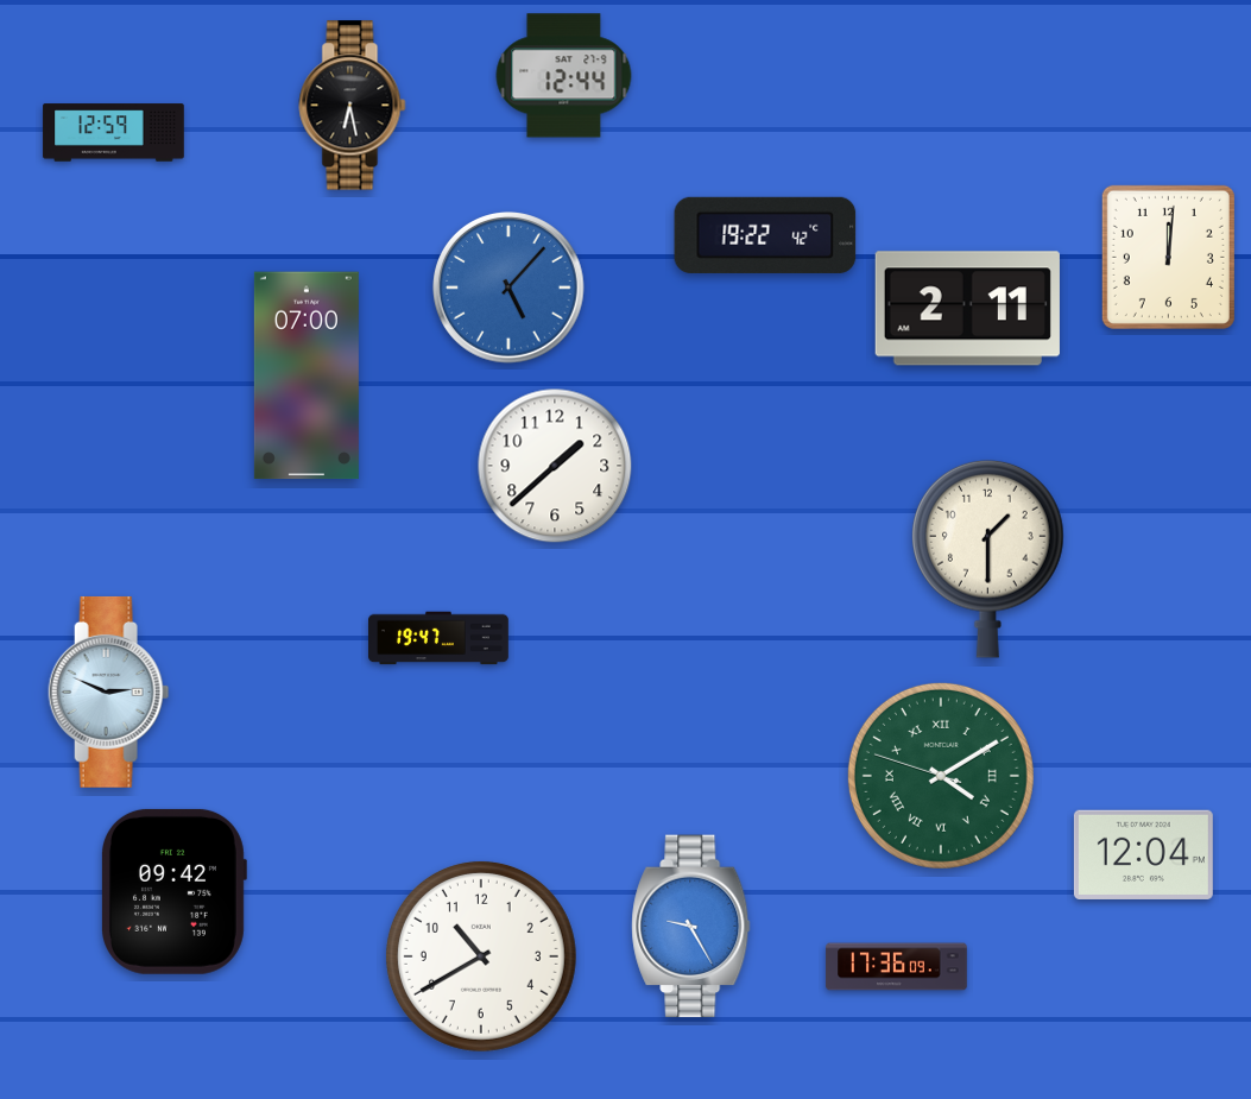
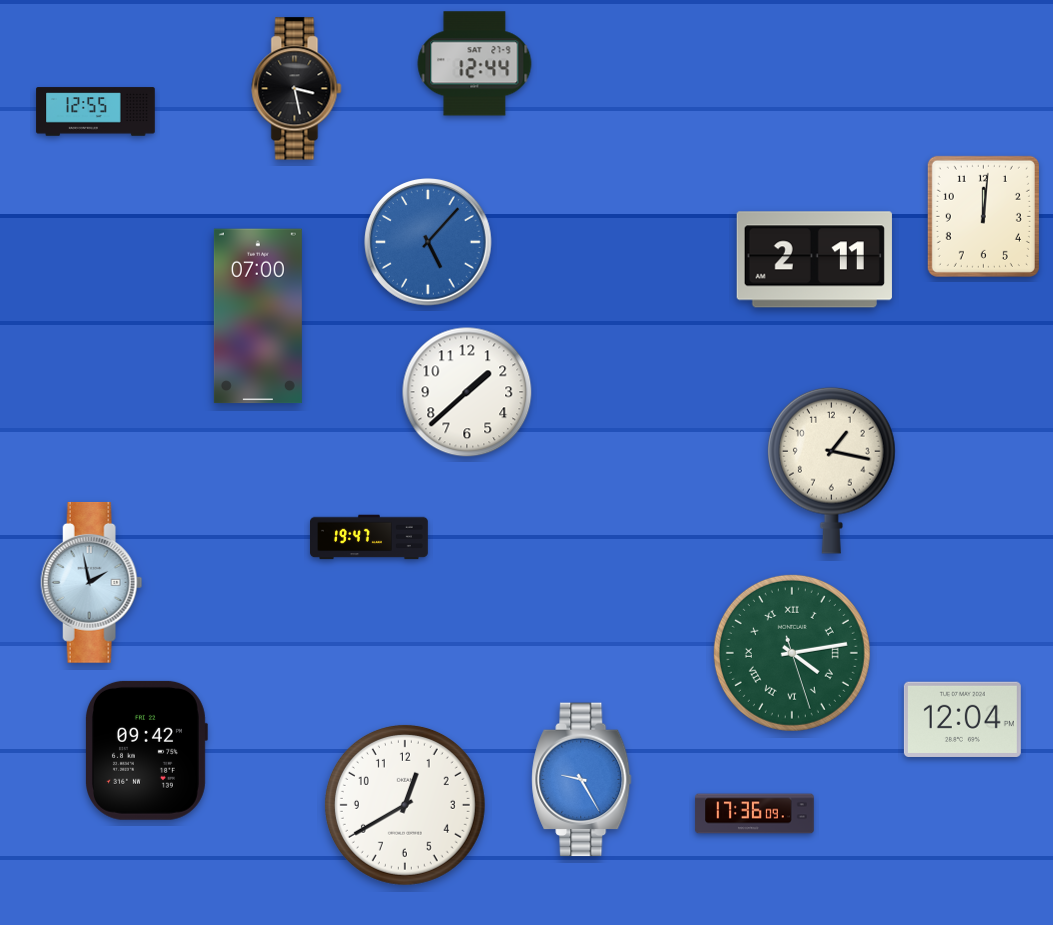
clock at (353, 106): 6:28 -> 3:28
clock at (114, 133): 12:59 -> 12:55
clock at (765, 235): 19:22 -> none
clock at (988, 558): 1:30 -> 1:17
clock at (109, 691): 2:49 -> 1:58
clock at (941, 776): 4:09 -> 4:13
clock at (481, 956): 10:40 -> 12:40
